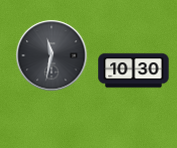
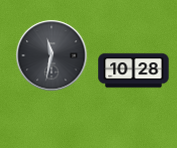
clock at (134, 71): 10:30 -> 10:28
